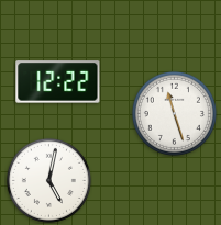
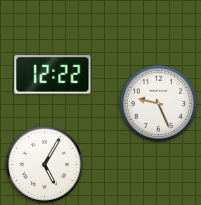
clock at (174, 113): 11:27 -> 9:26
clock at (48, 180): 5:02 -> 5:05
